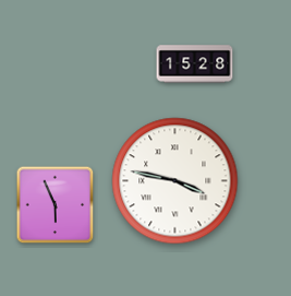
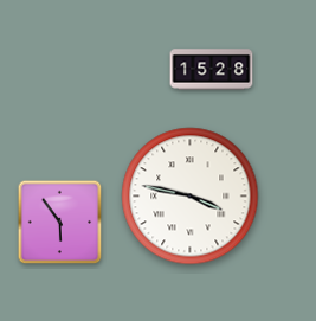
clock at (56, 205): 5:56 -> 5:54
